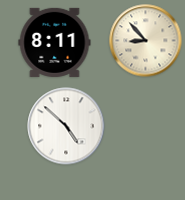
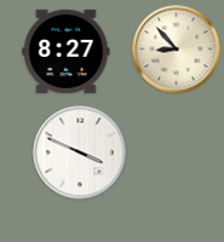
clock at (55, 42): 8:11 -> 8:27
clock at (66, 126): 4:52 -> 3:49
